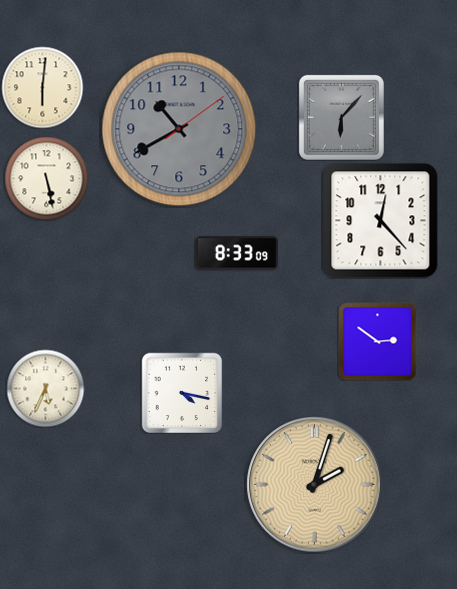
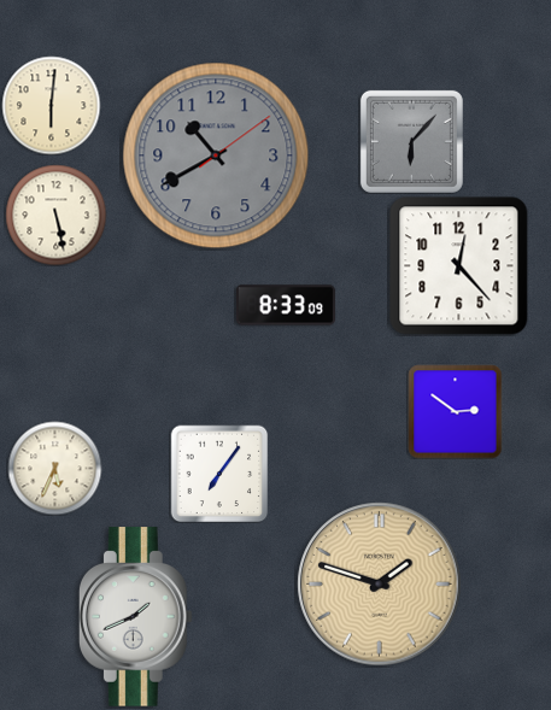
clock at (182, 393): 4:17 -> 7:06
clock at (315, 485): 2:03 -> 1:48
clock at (135, 617): none -> 1:41
